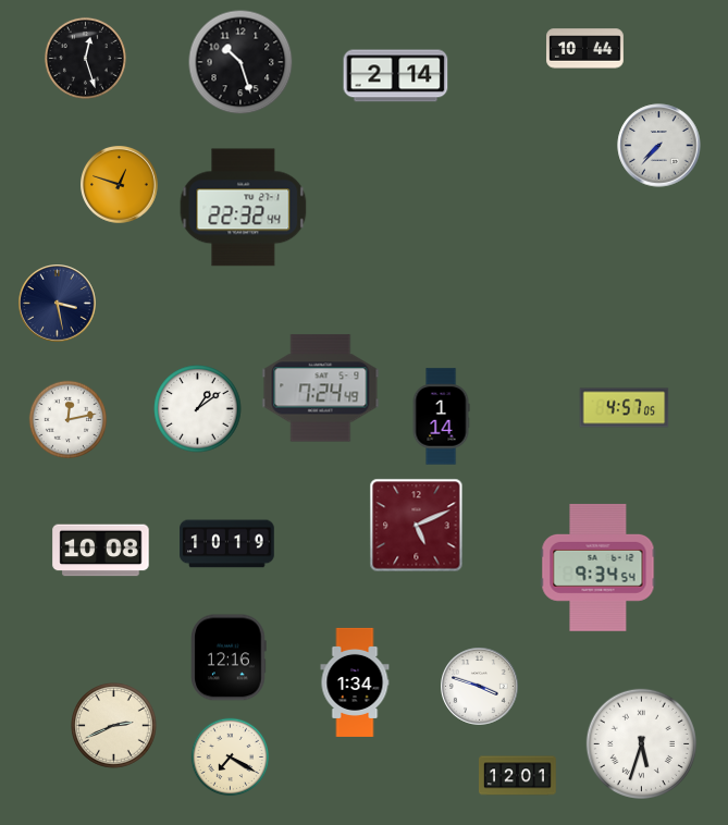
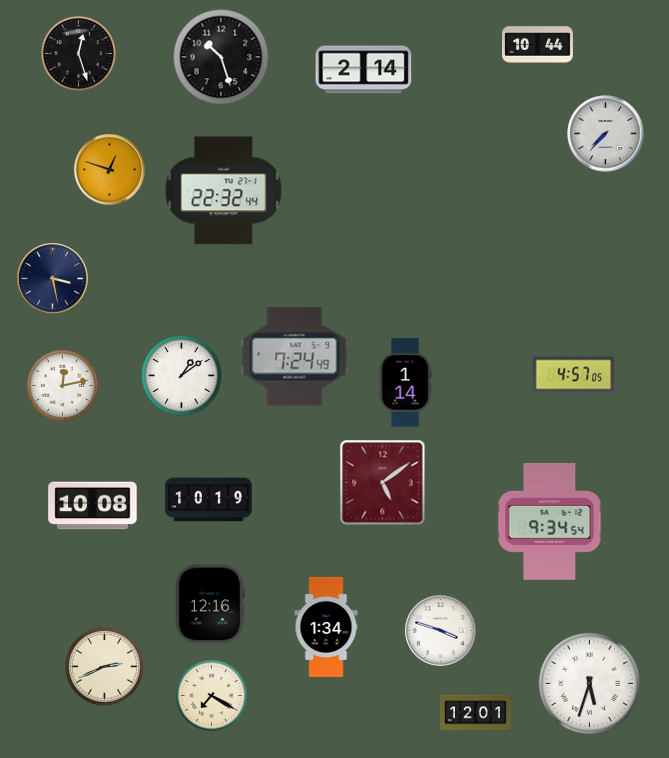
clock at (417, 526): 5:11 -> 5:09
